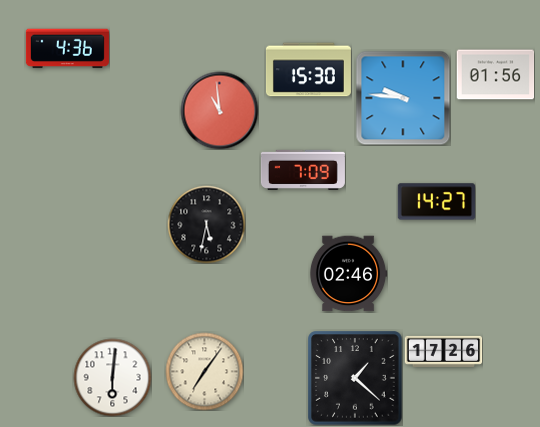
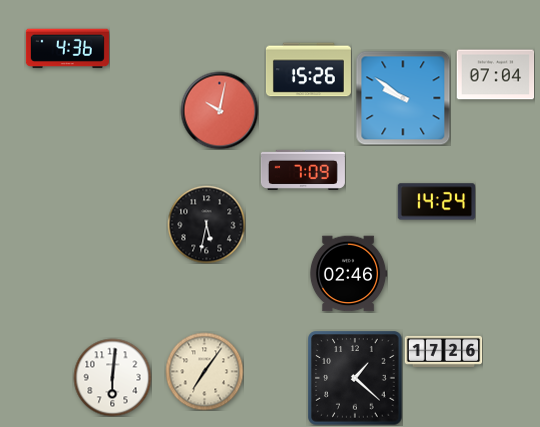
clock at (308, 70): 15:30 -> 15:26
clock at (495, 75): 01:56 -> 07:04
clock at (403, 98): 9:46 -> 9:51
clock at (219, 110): 10:59 -> 10:02
clock at (436, 202): 14:27 -> 14:24
